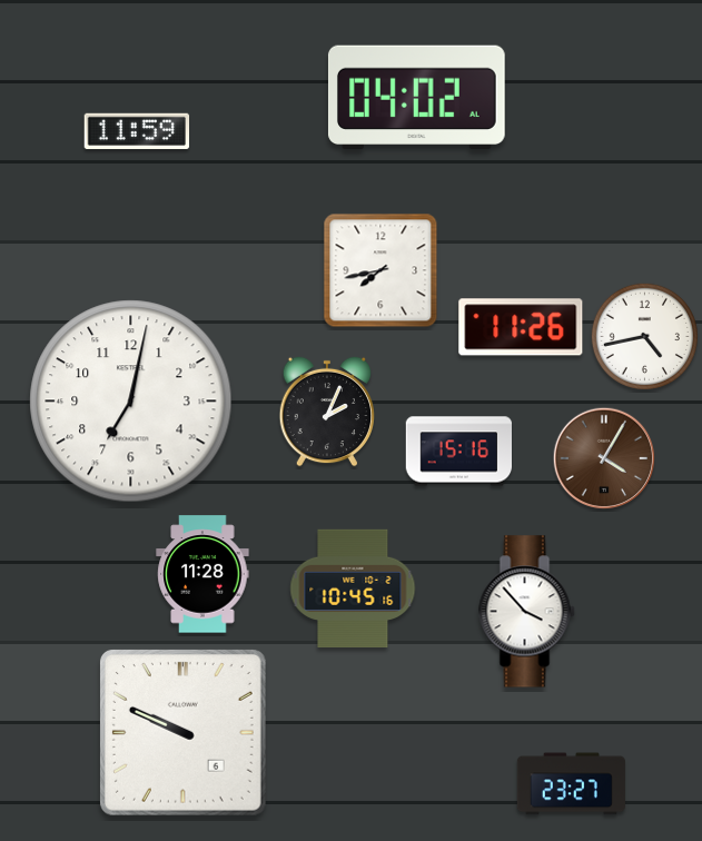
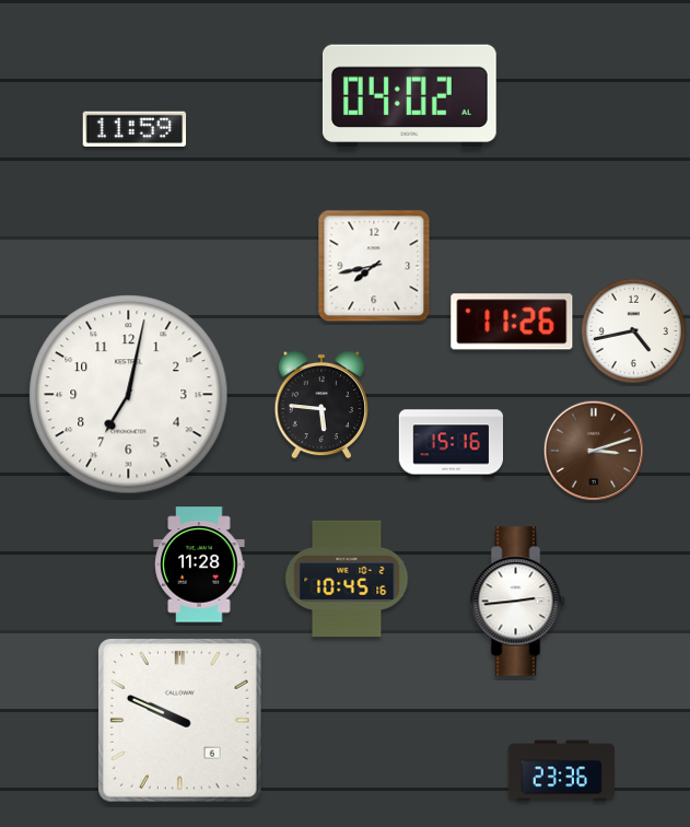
clock at (326, 412): 2:04 -> 5:46
clock at (604, 458): 4:05 -> 3:12
clock at (527, 612): 3:53 -> 2:44
clock at (571, 784): 23:27 -> 23:36
